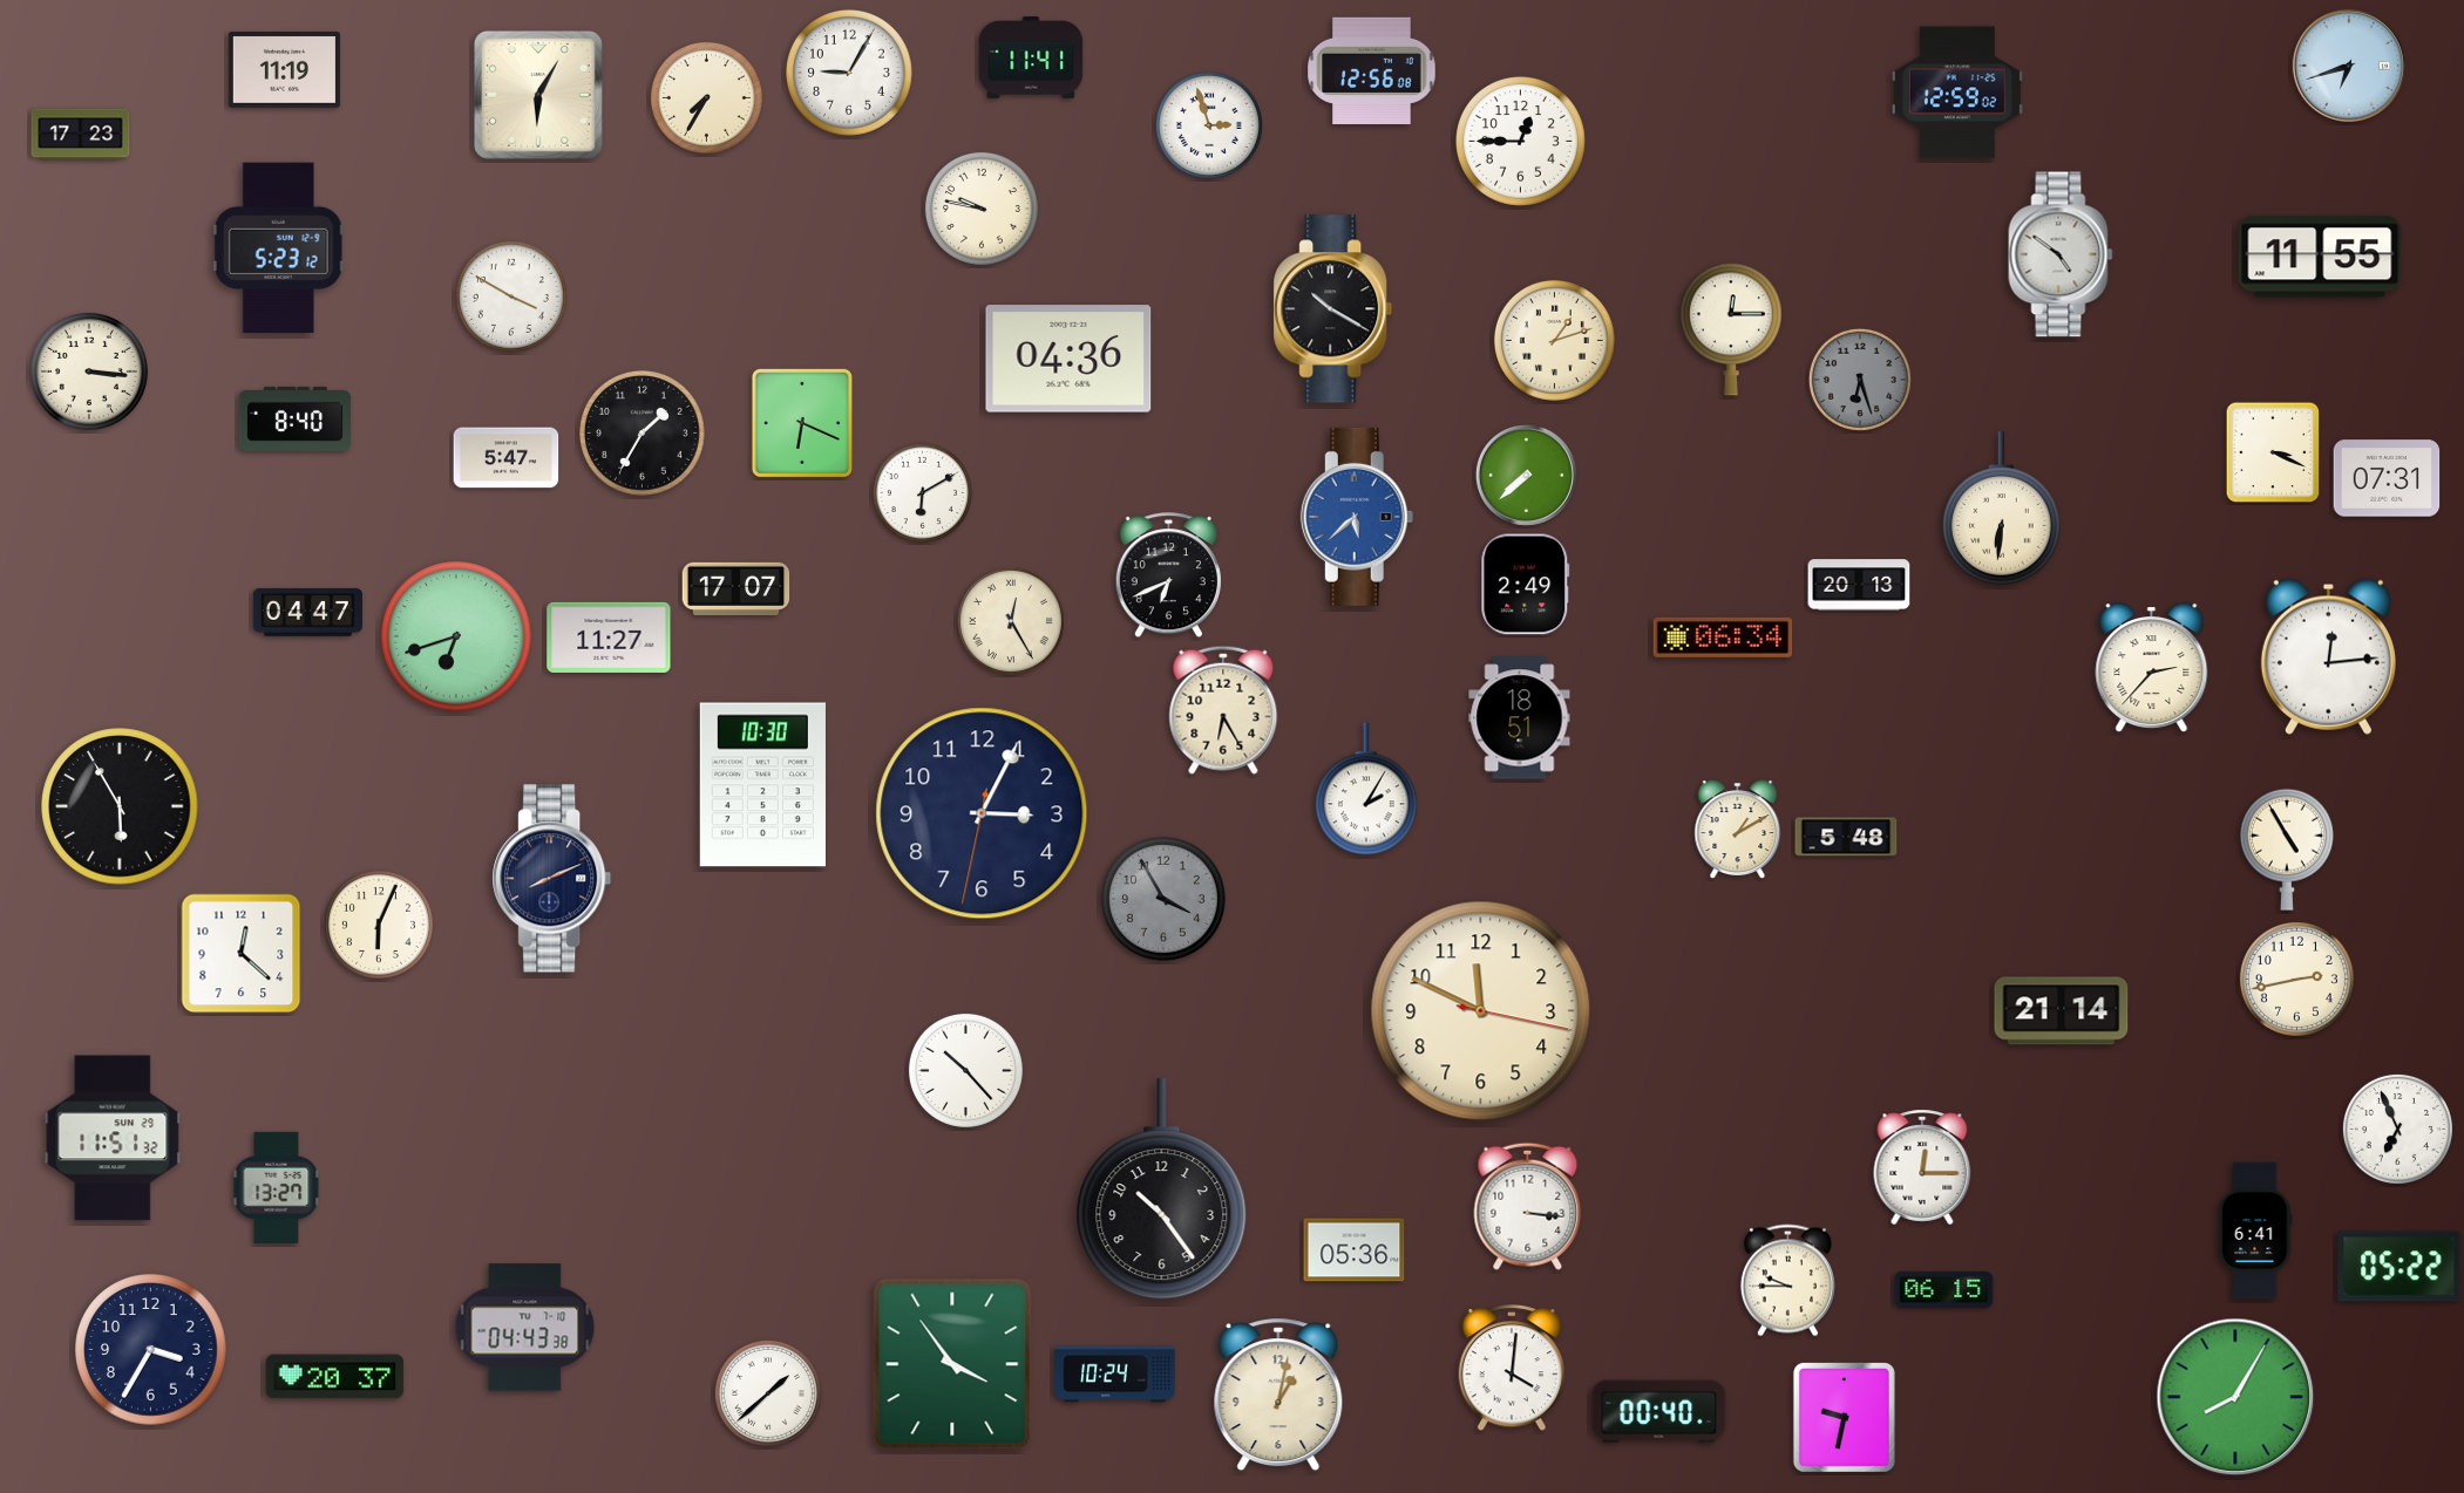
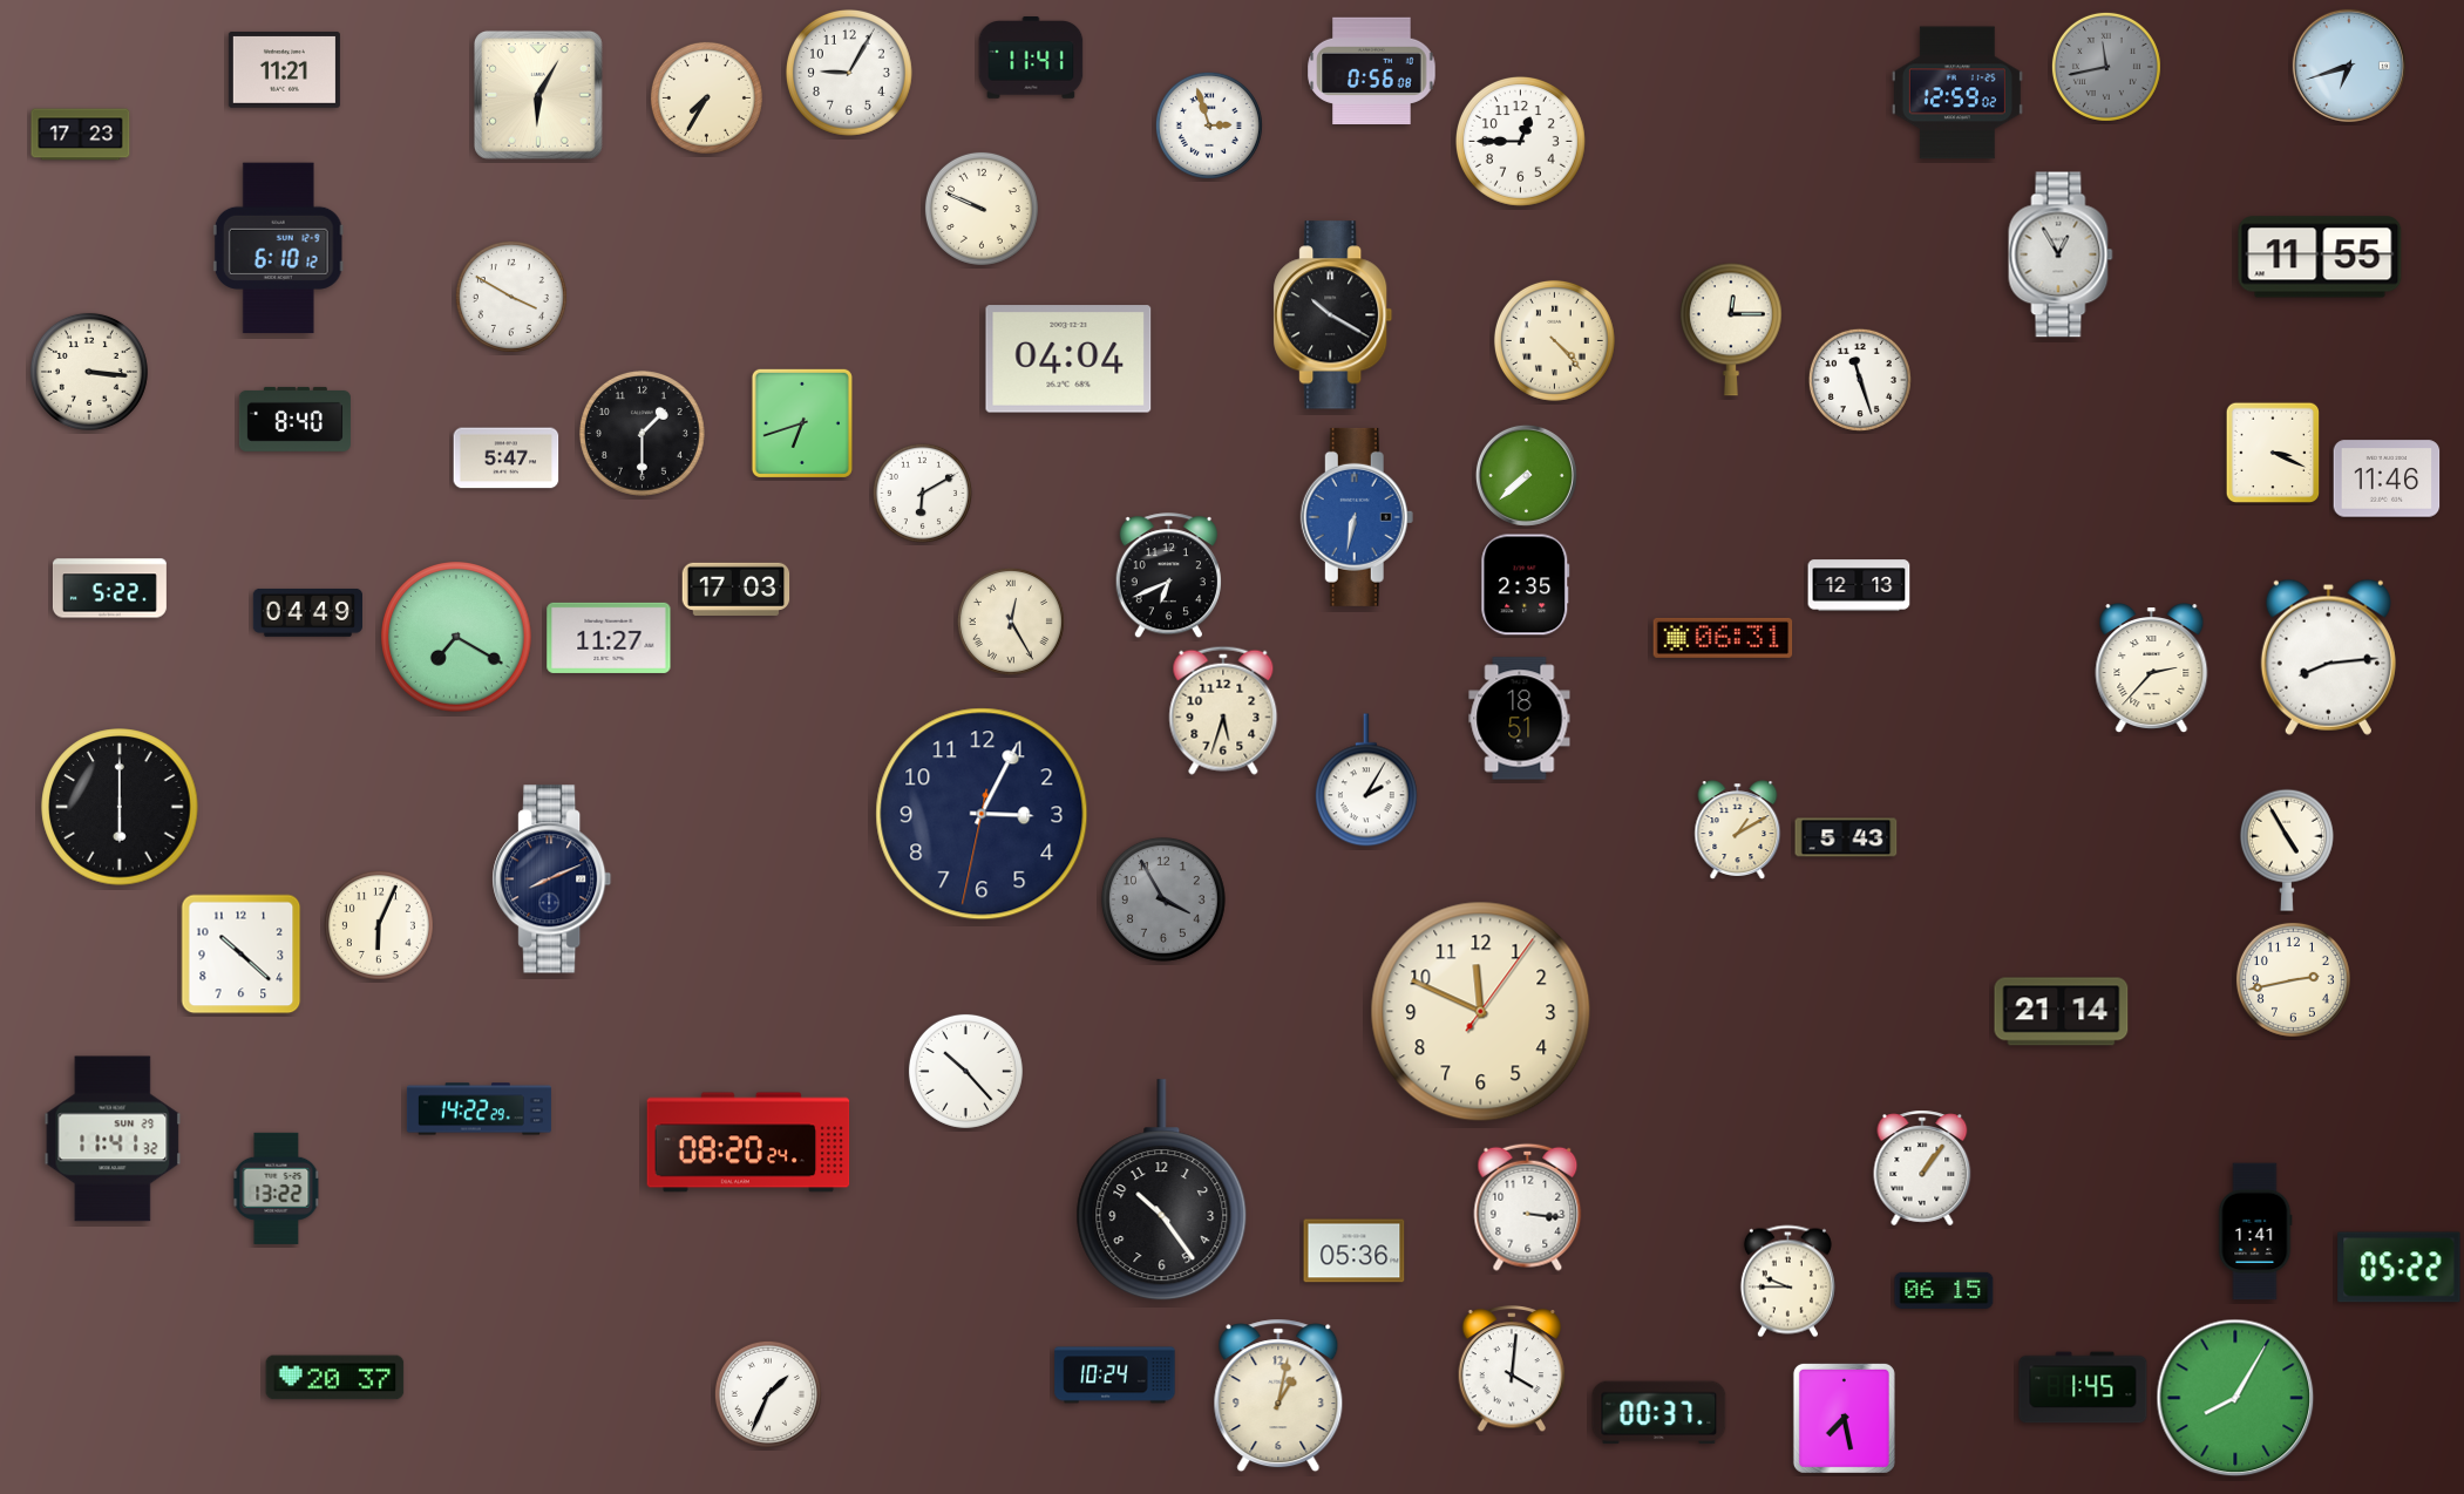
clock at (2106, 67): none -> 11:43
clock at (284, 70): 11:19 -> 11:21
clock at (1372, 70): 12:56 -> 0:56
clock at (982, 209): 9:47 -> 9:49
clock at (278, 248): 5:23 -> 6:10
clock at (2061, 254): 4:51 -> 12:55
clock at (1333, 309) position: (1333, 309) -> (1333, 315)
clock at (1554, 340): 1:12 -> 4:23
clock at (1068, 359): 04:36 -> 04:04
clock at (1860, 380): 6:27 -> 11:27
clock at (1860, 380) dial: grey -> white
clock at (802, 423): 6:19 -> 6:42
clock at (642, 432): 1:35 -> 1:30
clock at (2387, 478): 07:31 -> 11:46
clock at (2002, 509): 6:31 -> none
clock at (1357, 517): 5:38 -> 6:32
clock at (1526, 585): 2:49 -> 2:35
clock at (1859, 585): 20:13 -> 12:13
clock at (109, 589): none -> 5:22
clock at (737, 588): 17:07 -> 17:03
clock at (307, 612): 04:47 -> 04:49
clock at (456, 636): 6:42 -> 7:20
clock at (1723, 638): 06:34 -> 06:31
clock at (2328, 656): 12:14 -> 8:14
clock at (1223, 710): 6:25 -> 5:33
clock at (762, 785): 10:30 -> none
clock at (1366, 789) position: (1366, 789) -> (1366, 780)
clock at (120, 806): 5:55 -> 6:00
clock at (1846, 837): 5:48 -> 5:43
clock at (242, 954): 12:22 -> 10:22
clock at (2296, 979) position: (2296, 979) -> (2293, 979)
clock at (1481, 1011): 11:49:17 -> 11:49:06
clock at (478, 1109): none -> 14:22
clock at (2397, 1129): 6:56 -> none
clock at (113, 1138): 11:51 -> 11:41
clock at (748, 1142): none -> 08:20
clock at (1922, 1167): 12:15 -> 1:06
clock at (277, 1187): 13:27 -> 13:22
clock at (2255, 1230): 6:41 -> 1:41
clock at (525, 1328): 04:43 -> none
clock at (151, 1350): 3:35 -> none
clock at (952, 1364): 3:54 -> none
clock at (2083, 1387): none -> 1:45
clock at (768, 1393): 1:38 -> 1:34
clock at (1659, 1412): 00:40 -> 00:37
clock at (1844, 1417): 9:32 -> 7:28
